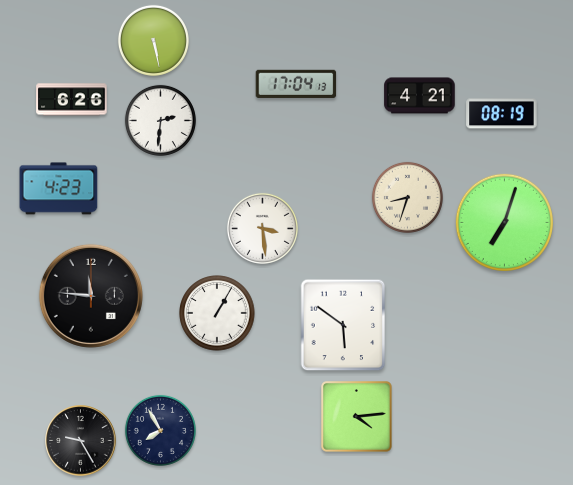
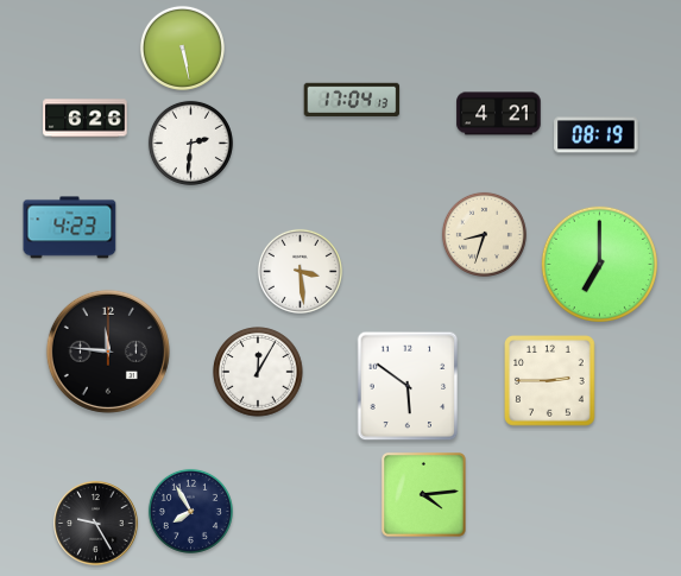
clock at (59, 189) position: (59, 189) -> (70, 228)
clock at (504, 222): 7:03 -> 7:00
clock at (262, 228) position: (262, 228) -> (299, 271)
clock at (217, 313): 1:05 -> 12:05
clock at (550, 381): none -> 2:45
